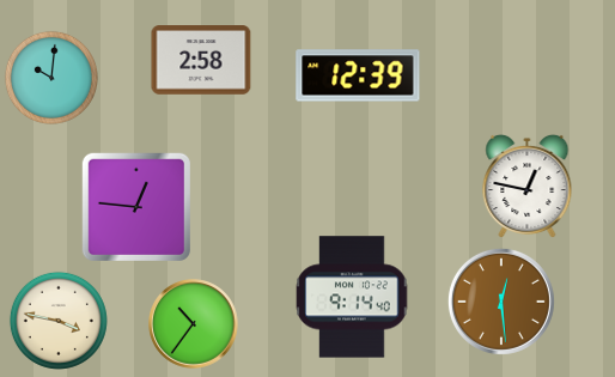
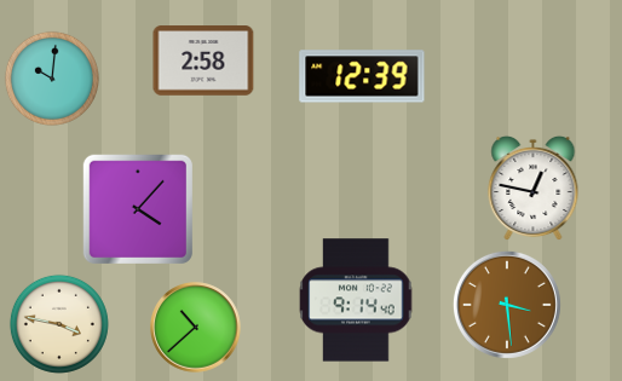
clock at (135, 206): 12:46 -> 4:07
clock at (501, 302): 12:29 -> 3:29
clock at (194, 324): 10:36 -> 10:38
